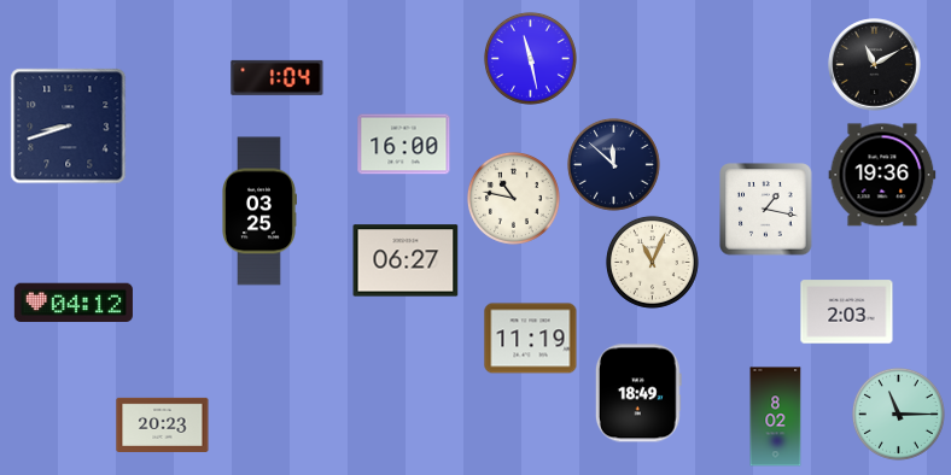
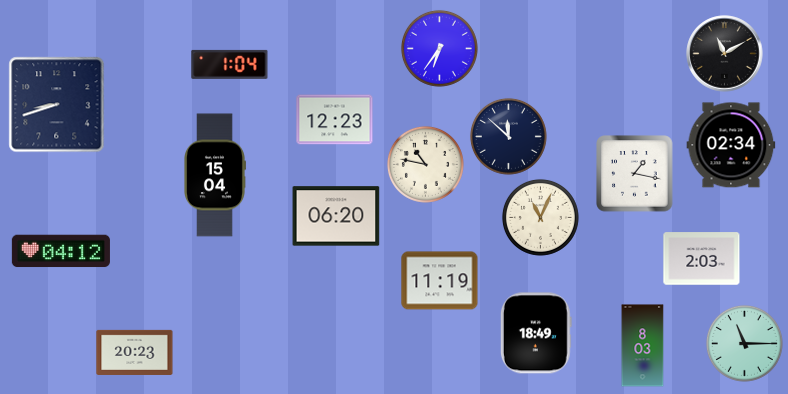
clock at (530, 58): 11:28 -> 6:36
clock at (404, 145): 16:00 -> 12:23
clock at (882, 175): 19:36 -> 02:34
clock at (259, 211): 03:25 -> 15:04
clock at (406, 260): 06:27 -> 06:20
clock at (638, 393) position: (638, 393) -> (536, 333)
clock at (776, 417): 8:02 -> 8:03
